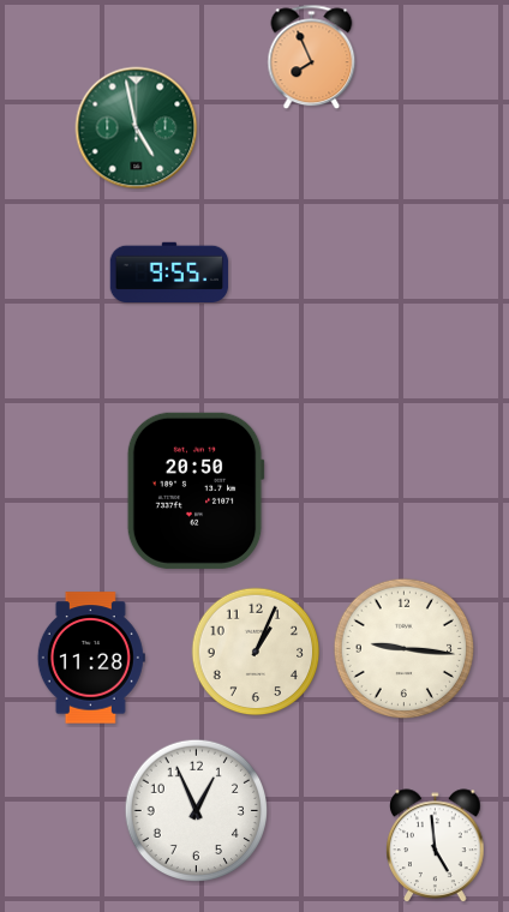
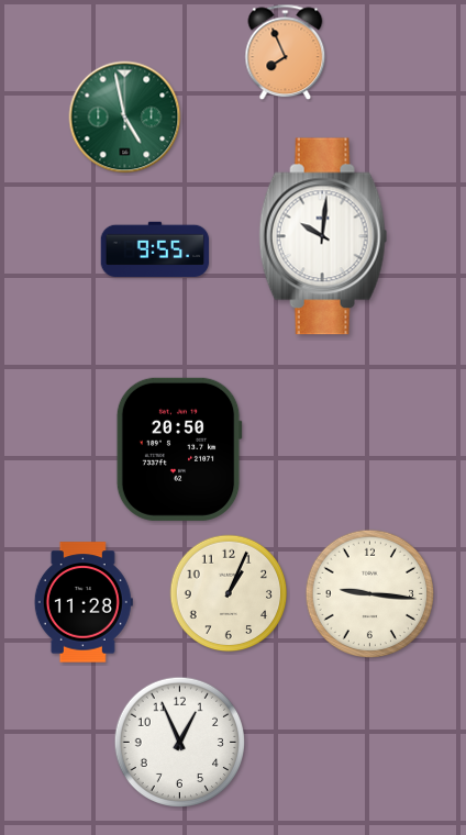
clock at (323, 236): none -> 10:01
clock at (256, 652) position: (256, 652) -> (229, 593)
clock at (436, 845): 4:59 -> none
